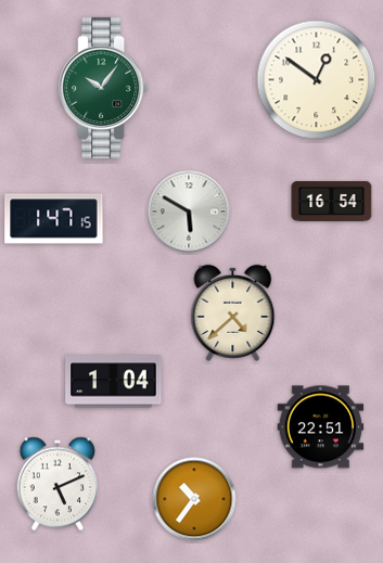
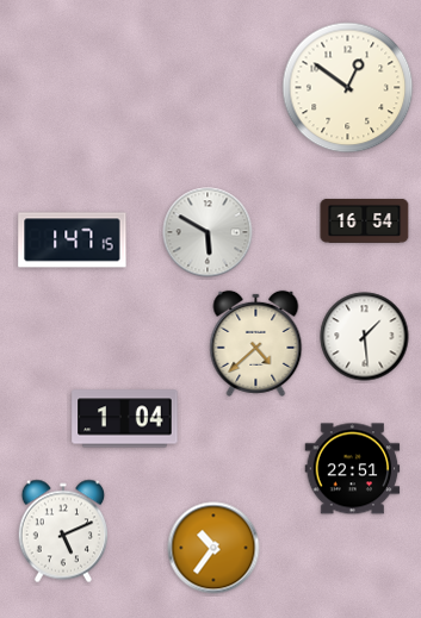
clock at (103, 88): 10:06 -> none
clock at (54, 219) position: (54, 219) -> (73, 241)
clock at (365, 337): none -> 1:29
